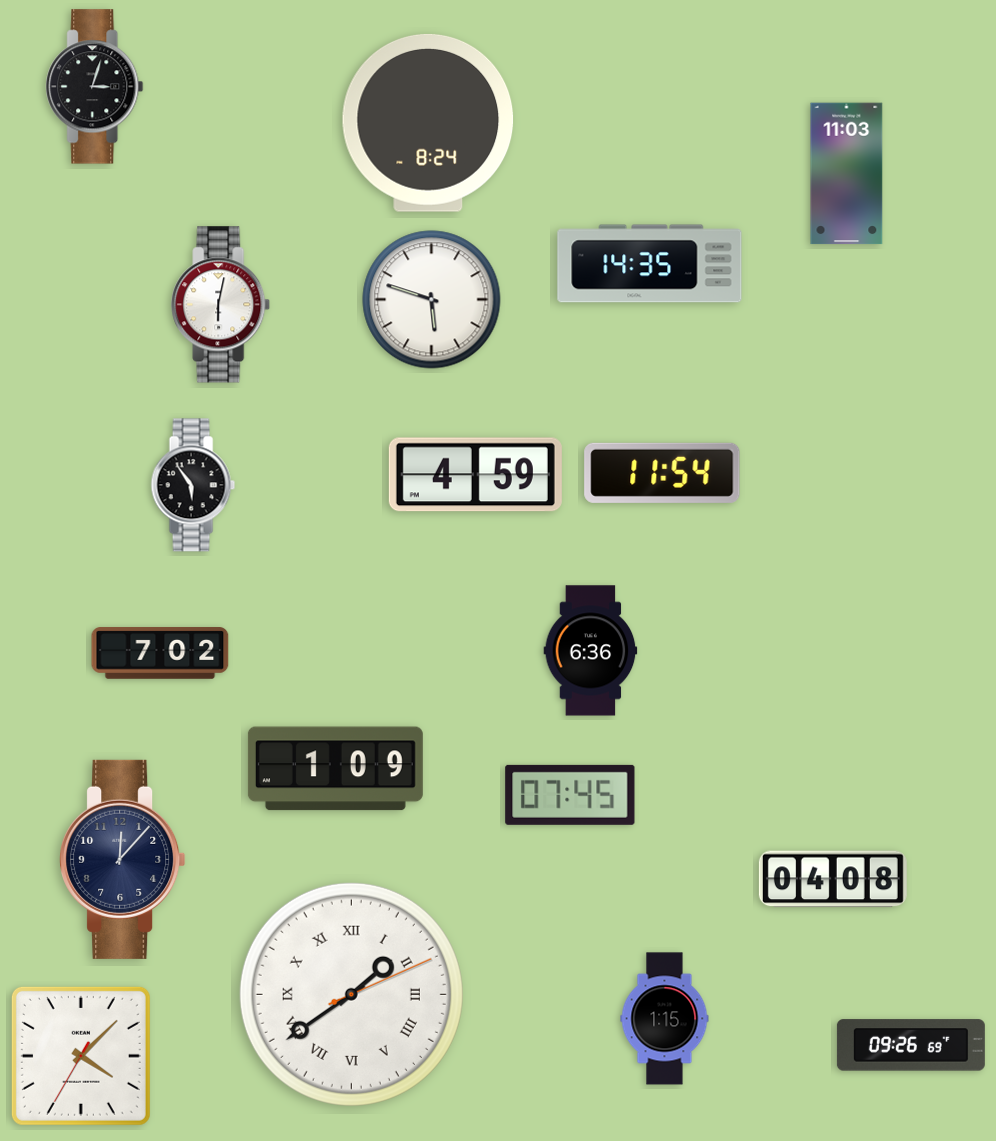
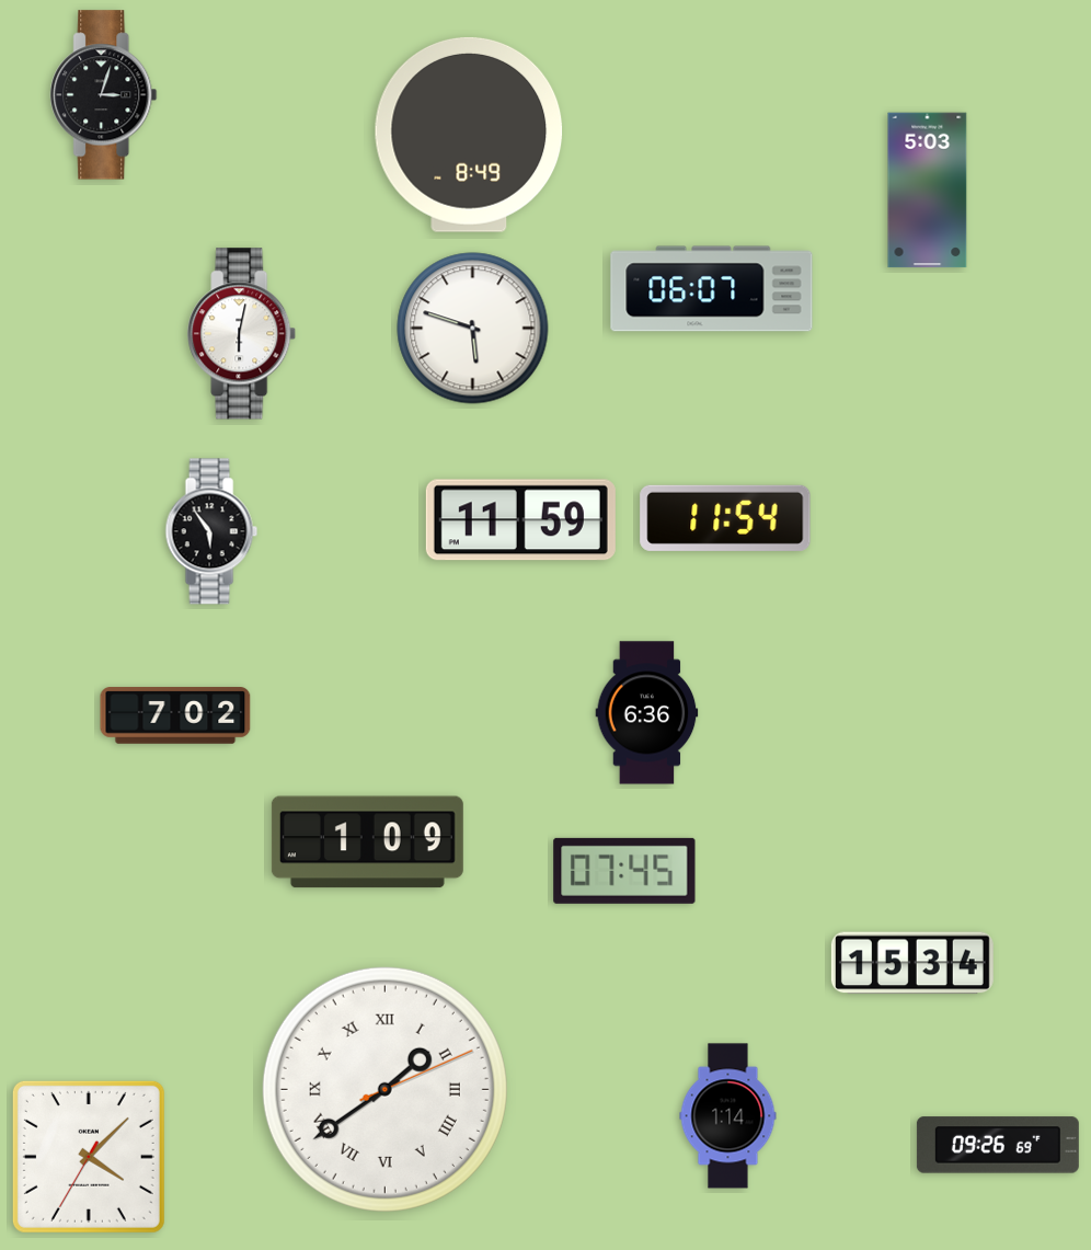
clock at (428, 123): 8:24 -> 8:49
clock at (847, 174): 11:03 -> 5:03
clock at (650, 264): 14:35 -> 06:07
clock at (475, 475): 4:59 -> 11:59
clock at (123, 859): 12:07 -> none
clock at (833, 879): 04:08 -> 15:34
clock at (665, 1019): 1:15 -> 1:14
